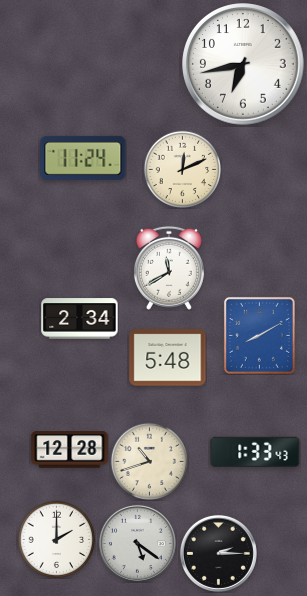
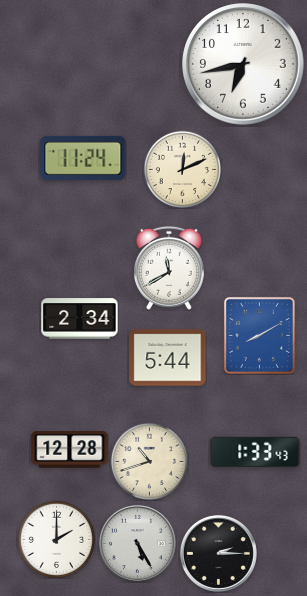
clock at (168, 358): 5:48 -> 5:44
clock at (137, 543): 5:21 -> 5:25
